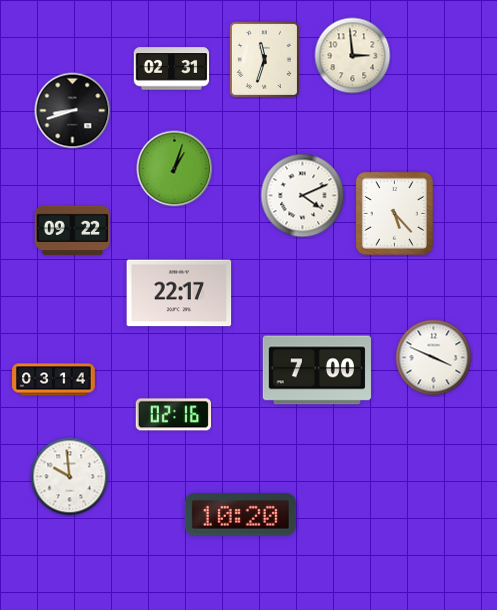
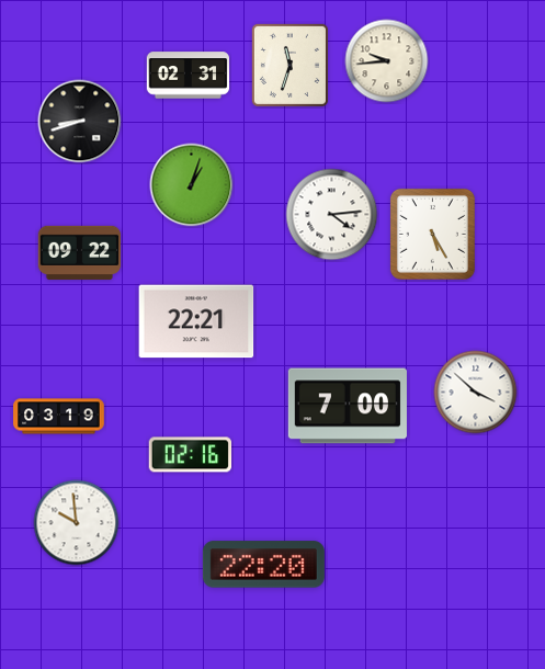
clock at (353, 56): 2:59 -> 9:44
clock at (303, 196): 4:11 -> 4:14
clock at (394, 213): 5:23 -> 5:25
clock at (179, 293): 22:17 -> 22:21
clock at (434, 358): 3:49 -> 3:52
clock at (54, 380): 03:14 -> 03:19
clock at (240, 515): 10:20 -> 22:20
